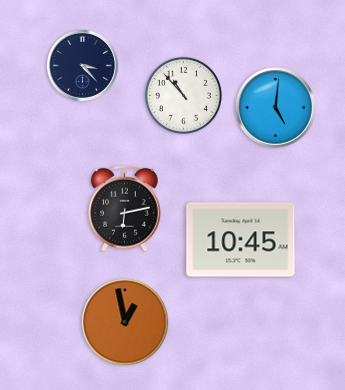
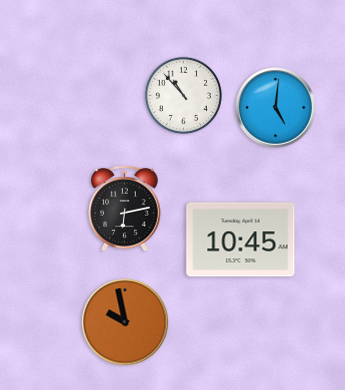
clock at (82, 65): 3:23 -> none
clock at (125, 322): 12:58 -> 9:58
